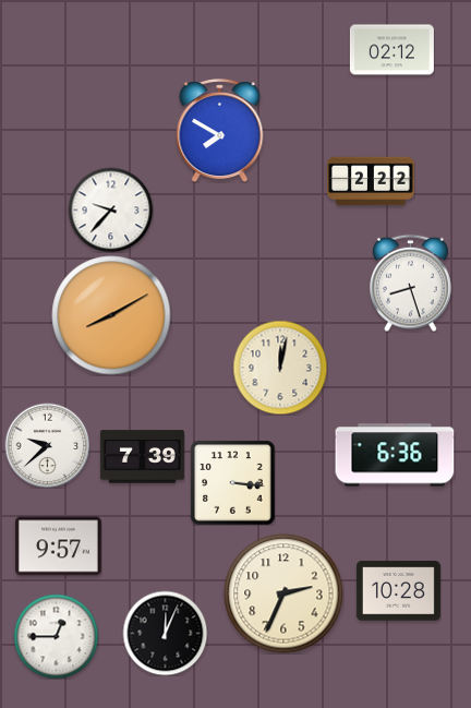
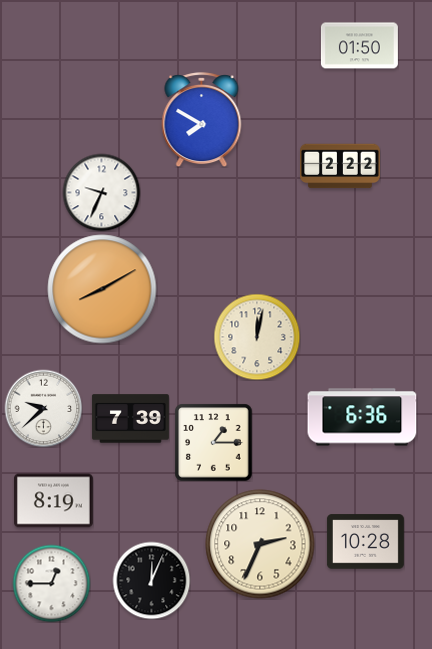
clock at (391, 50): 02:12 -> 01:50
clock at (110, 209): 9:37 -> 9:34
clock at (411, 283): 8:27 -> none
clock at (232, 482): 3:16 -> 1:15
clock at (58, 547): 9:57 -> 8:19
